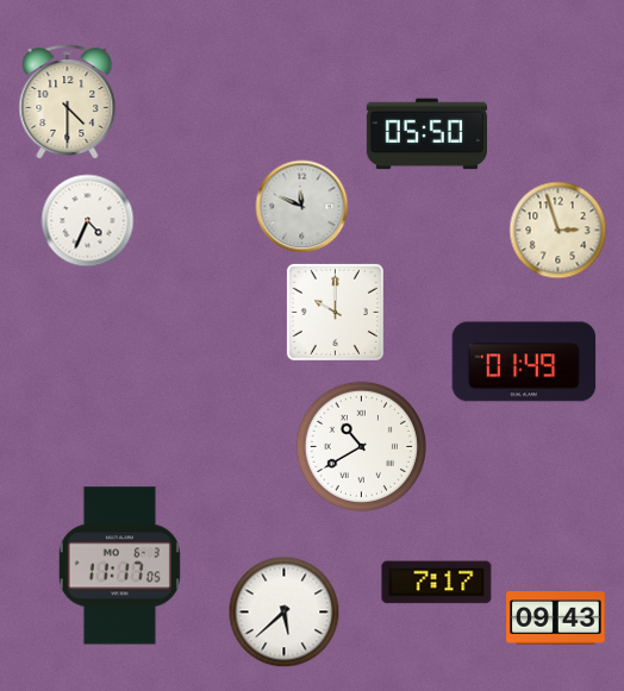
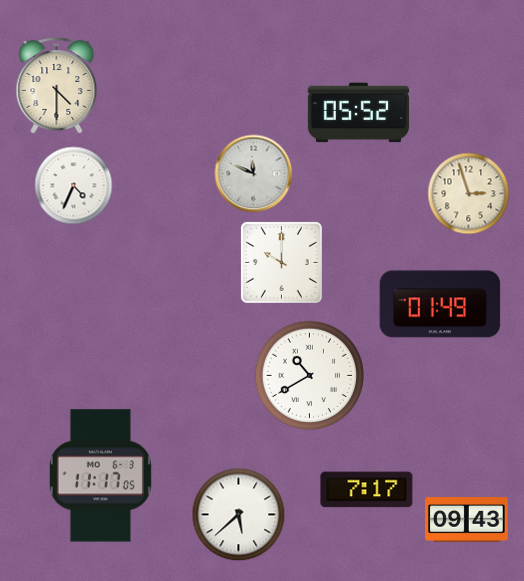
clock at (426, 134): 05:50 -> 05:52
clock at (361, 446) position: (361, 446) -> (309, 375)
